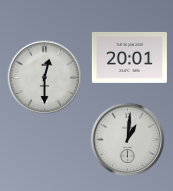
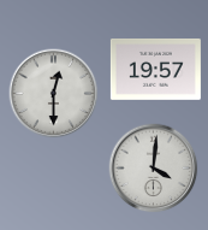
clock at (129, 57): 20:01 -> 19:57
clock at (128, 140): 1:01 -> 4:01
